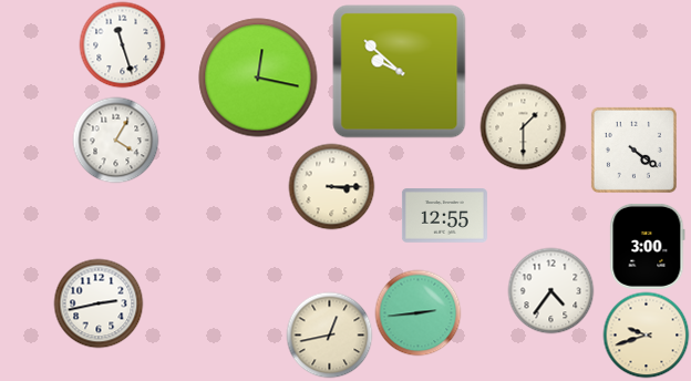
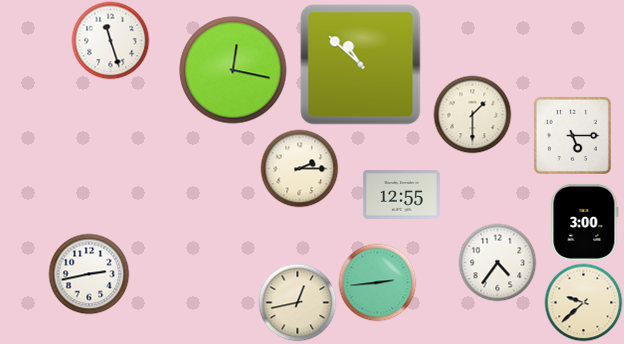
clock at (400, 72): 9:52 -> 10:52
clock at (115, 140): 4:05 -> none
clock at (633, 150): 4:21 -> 5:15
clock at (331, 186): 3:15 -> 2:15
clock at (646, 334): 9:42 -> 9:38
